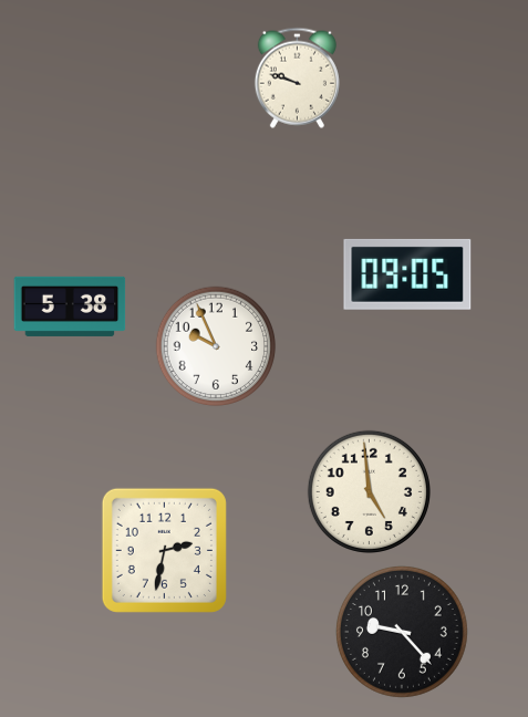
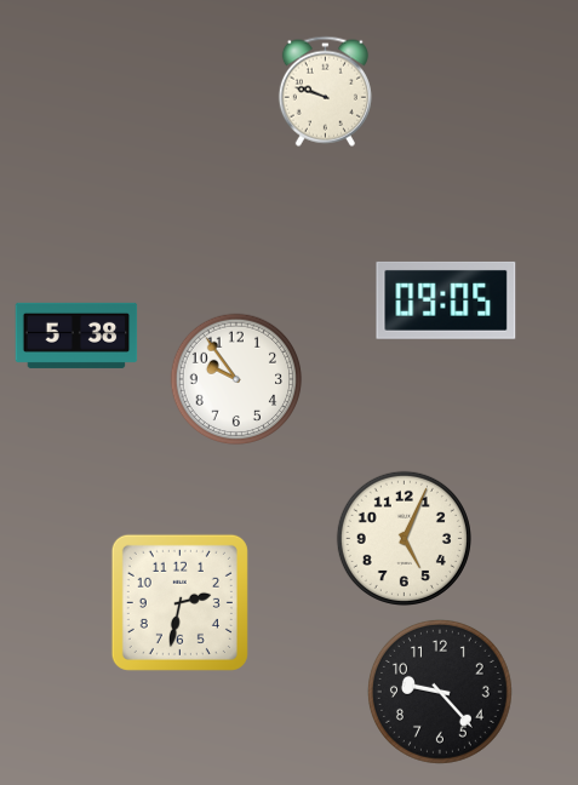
clock at (297, 77) position: (297, 77) -> (325, 91)
clock at (216, 346): 9:56 -> 9:54
clock at (369, 491): 4:59 -> 5:04
